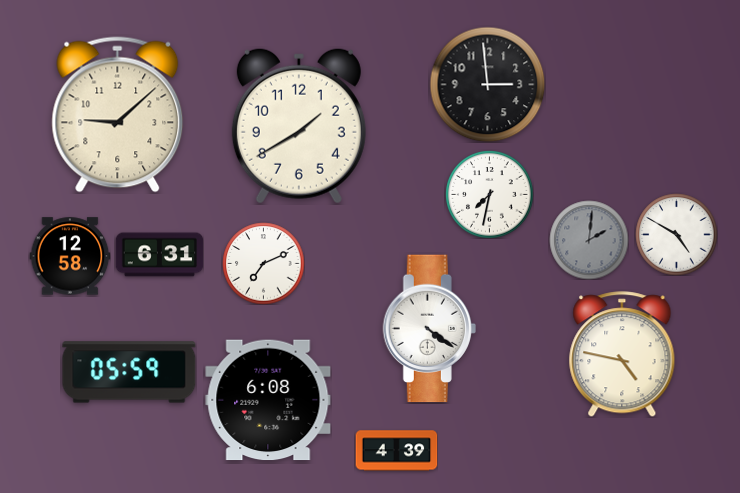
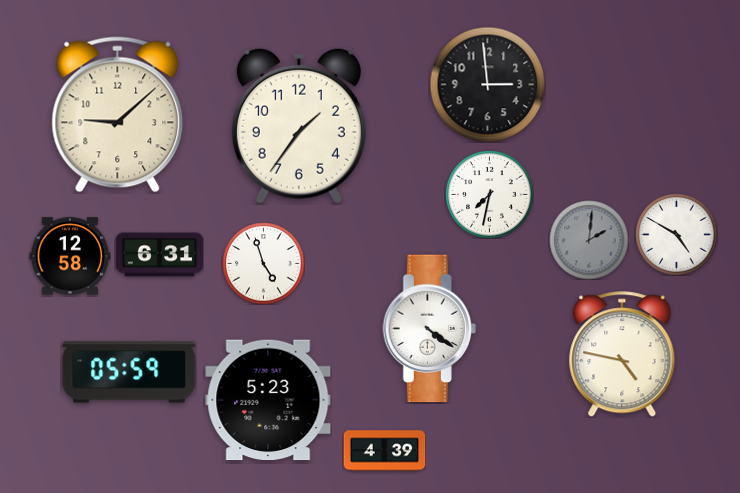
clock at (299, 126): 1:40 -> 1:36
clock at (263, 263): 7:11 -> 4:57
clock at (268, 400): 6:08 -> 5:23
clock at (396, 451) position: (396, 451) -> (384, 451)
